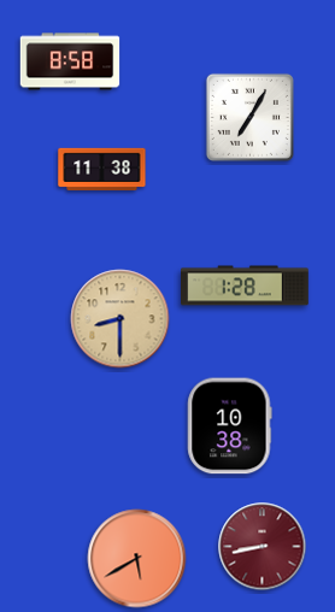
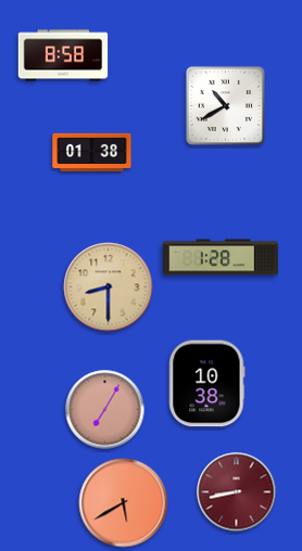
clock at (249, 117): 7:05 -> 10:40
clock at (102, 169): 11:38 -> 01:38
clock at (105, 410): none -> 7:05
